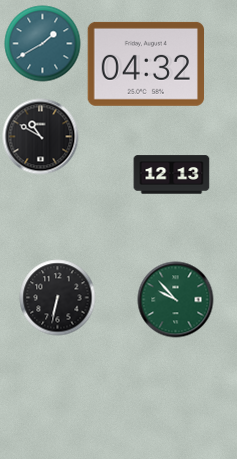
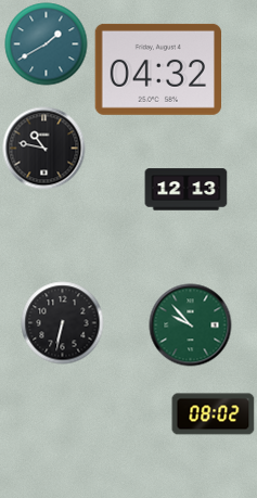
clock at (43, 44) position: (43, 44) -> (47, 44)
clock at (41, 137): 10:50 -> 10:47
clock at (214, 414): none -> 08:02
